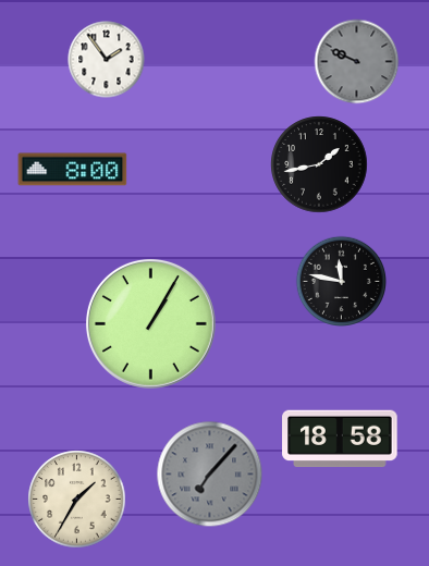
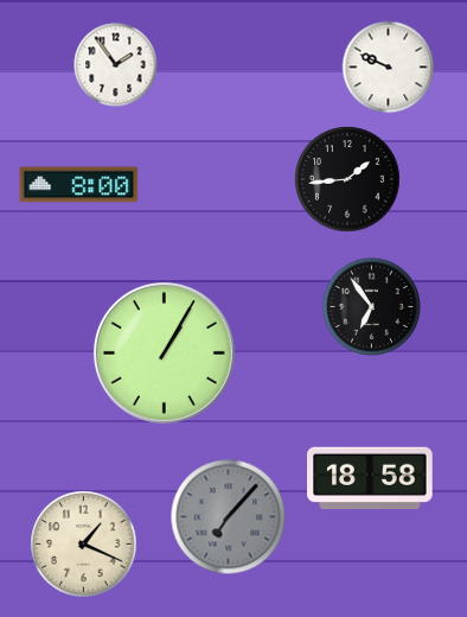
clock at (357, 62) dial: grey -> white
clock at (319, 164): 1:43 -> 1:44
clock at (341, 281): 11:47 -> 6:54
clock at (77, 500): 1:35 -> 1:19
